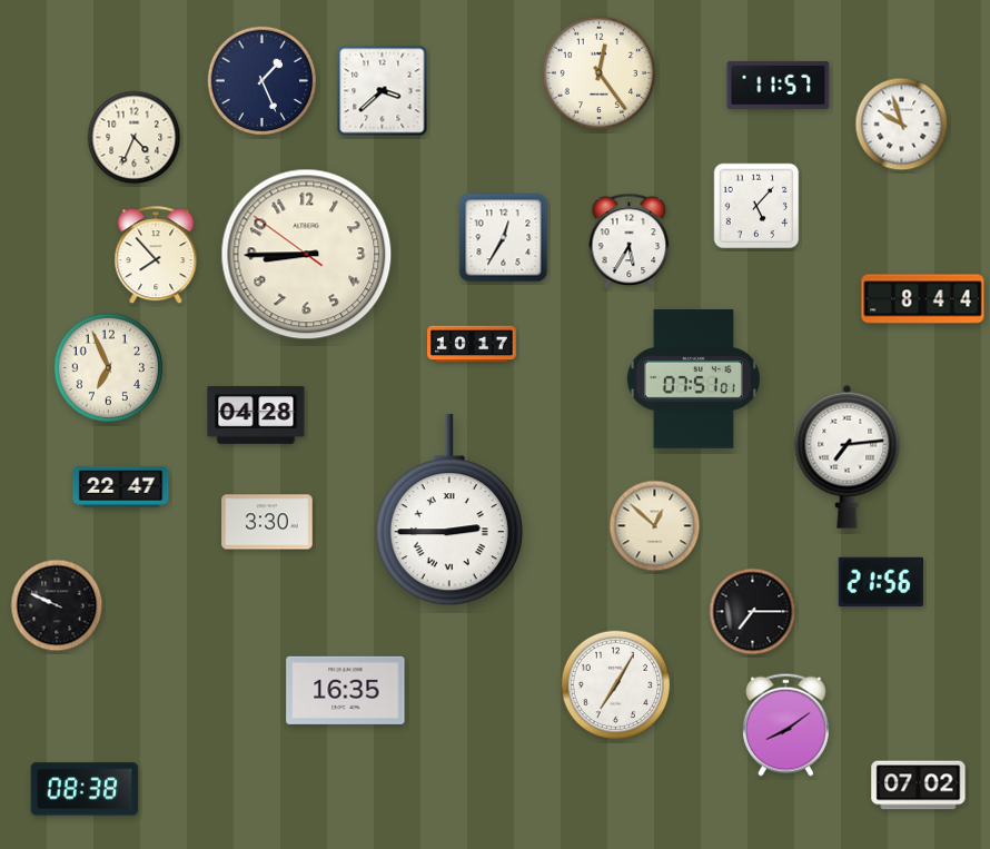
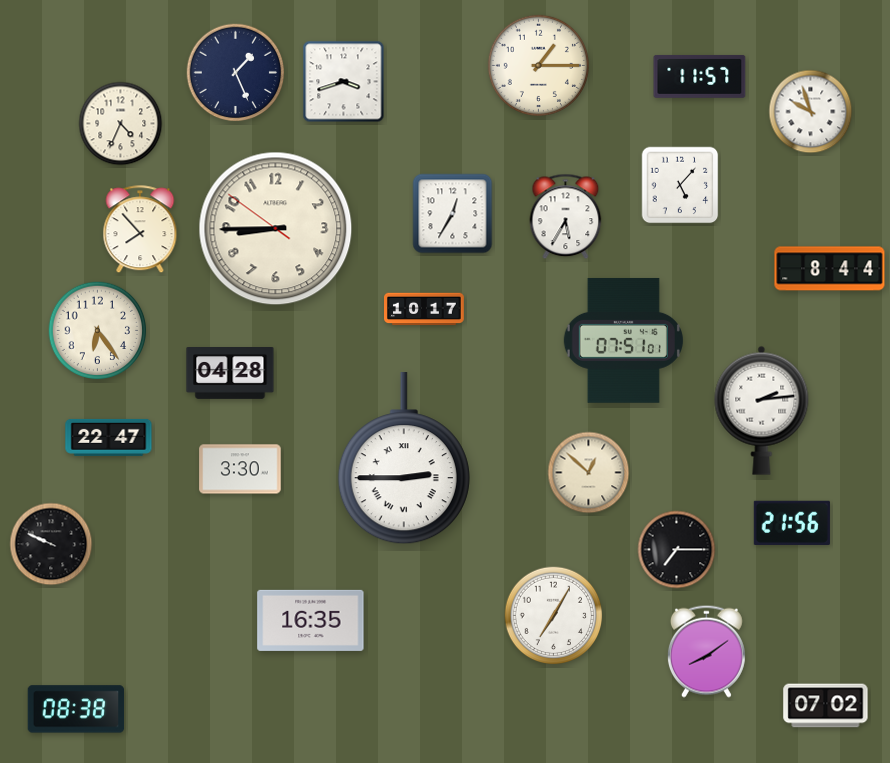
clock at (598, 72): 12:24 -> 1:15
clock at (383, 91): 3:38 -> 3:42
clock at (109, 368): 6:56 -> 6:24
clock at (848, 456): 7:14 -> 2:14
